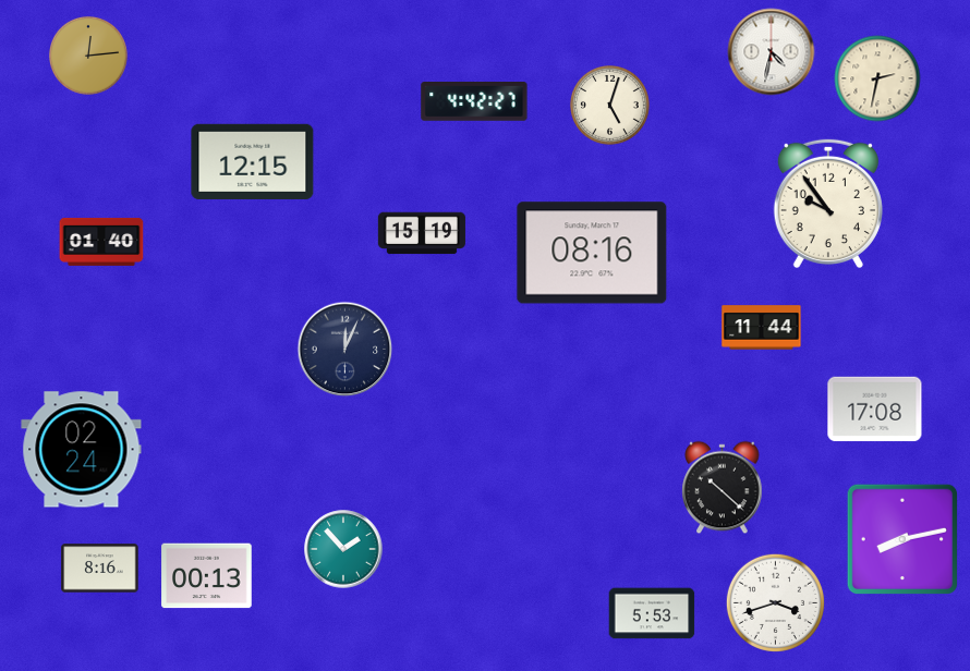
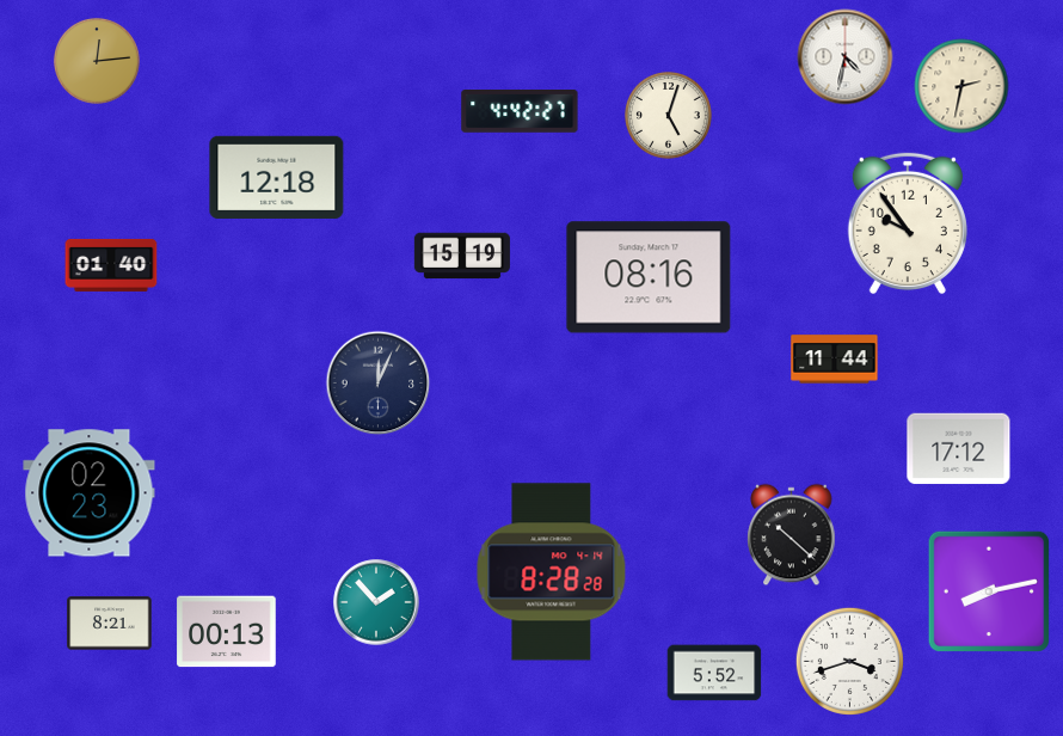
clock at (253, 161): 12:15 -> 12:18
clock at (875, 410): 17:08 -> 17:12
clock at (82, 450): 02:24 -> 02:23
clock at (552, 572): none -> 8:28
clock at (100, 569): 8:16 -> 8:21
clock at (652, 613): 5:53 -> 5:52
